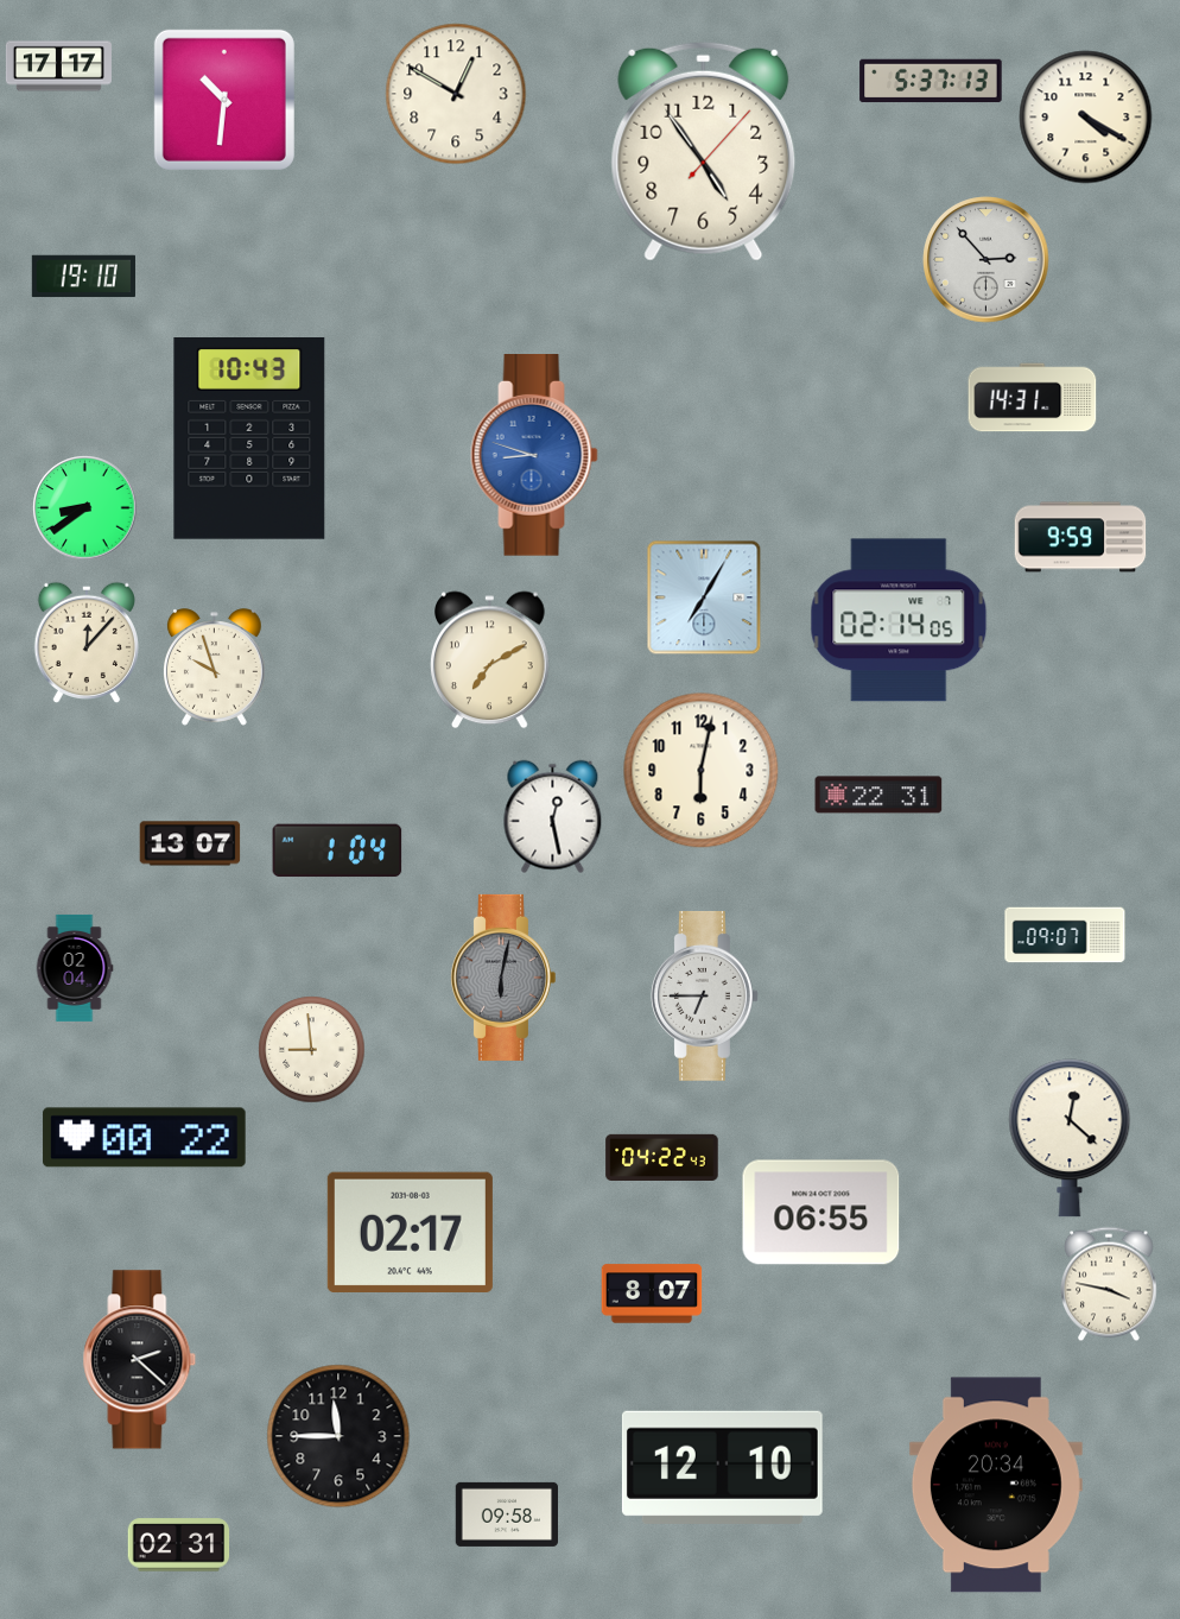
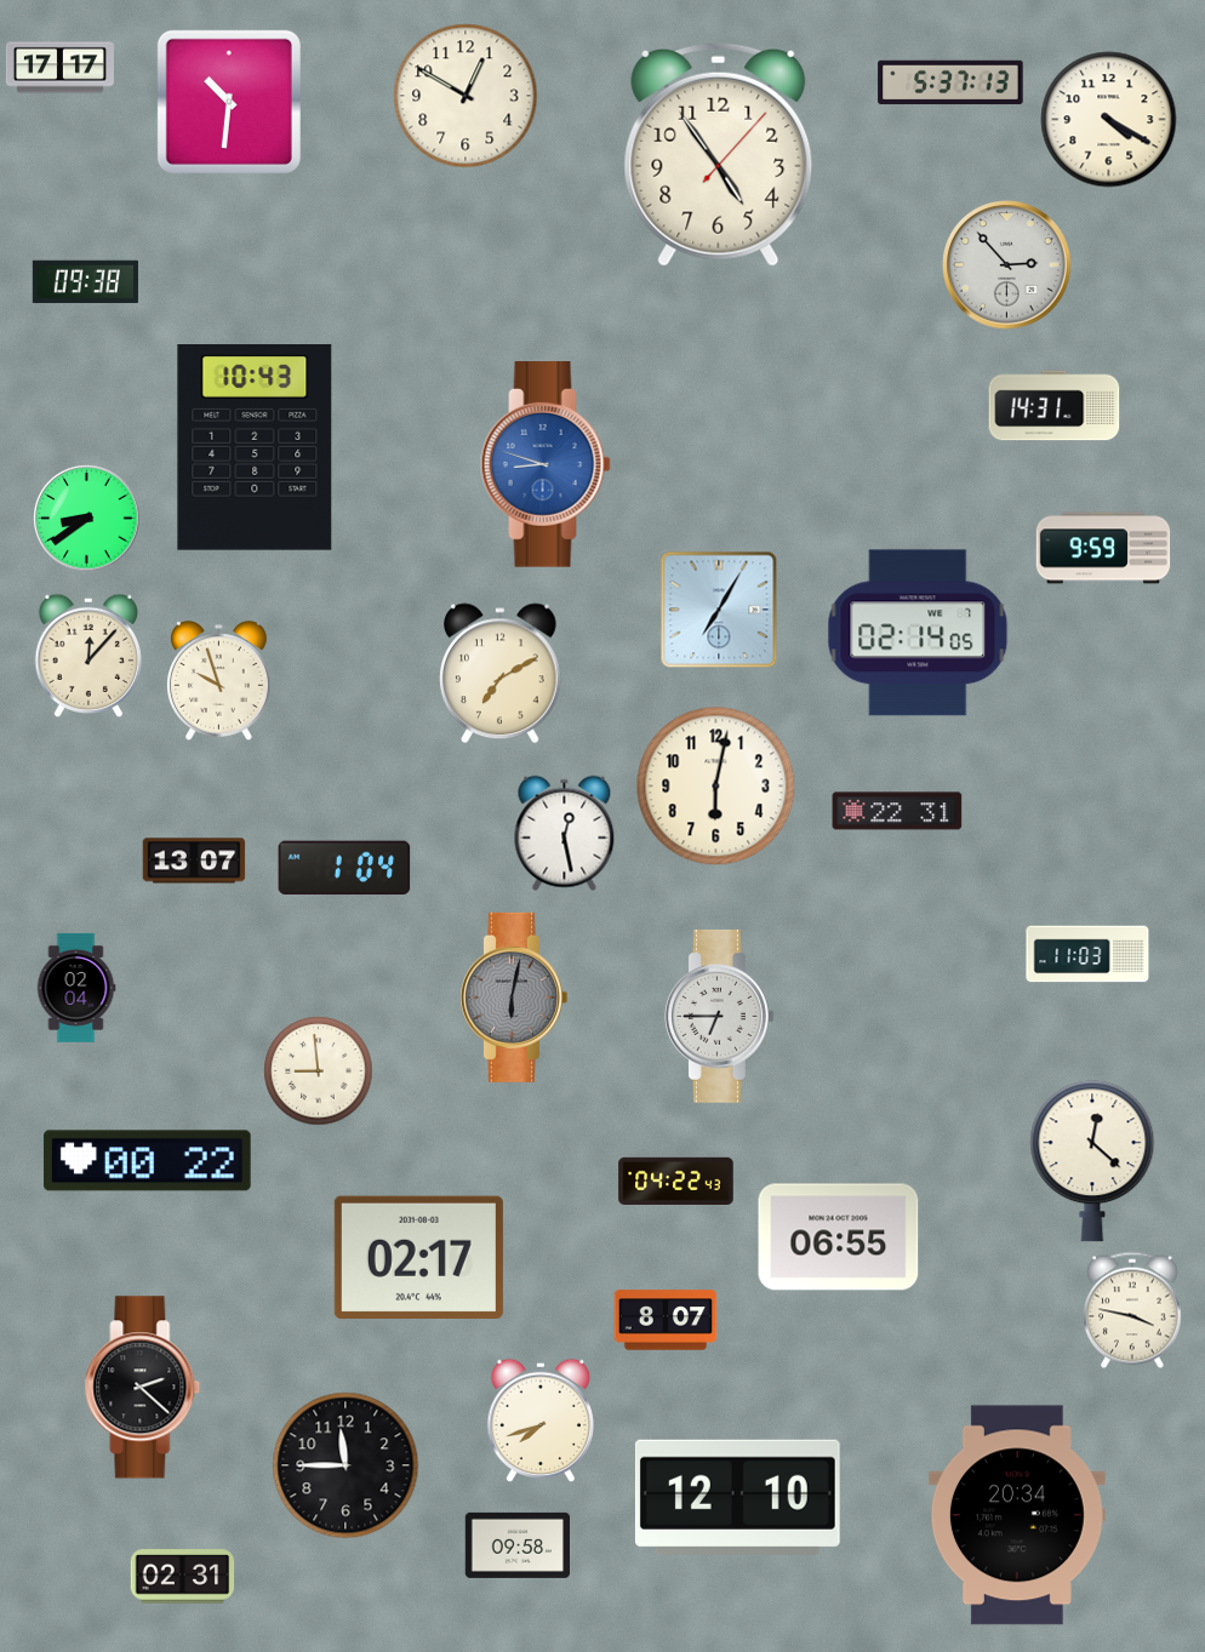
clock at (83, 277): 19:10 -> 09:38
clock at (1065, 935): 09:07 -> 11:03
clock at (539, 1419): none -> 7:42
